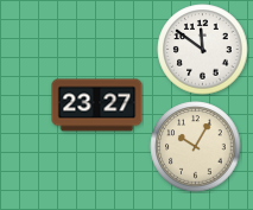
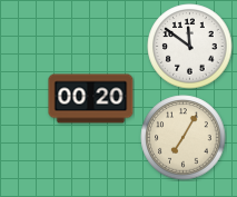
clock at (97, 106): 23:27 -> 00:20
clock at (196, 147): 10:05 -> 7:05
